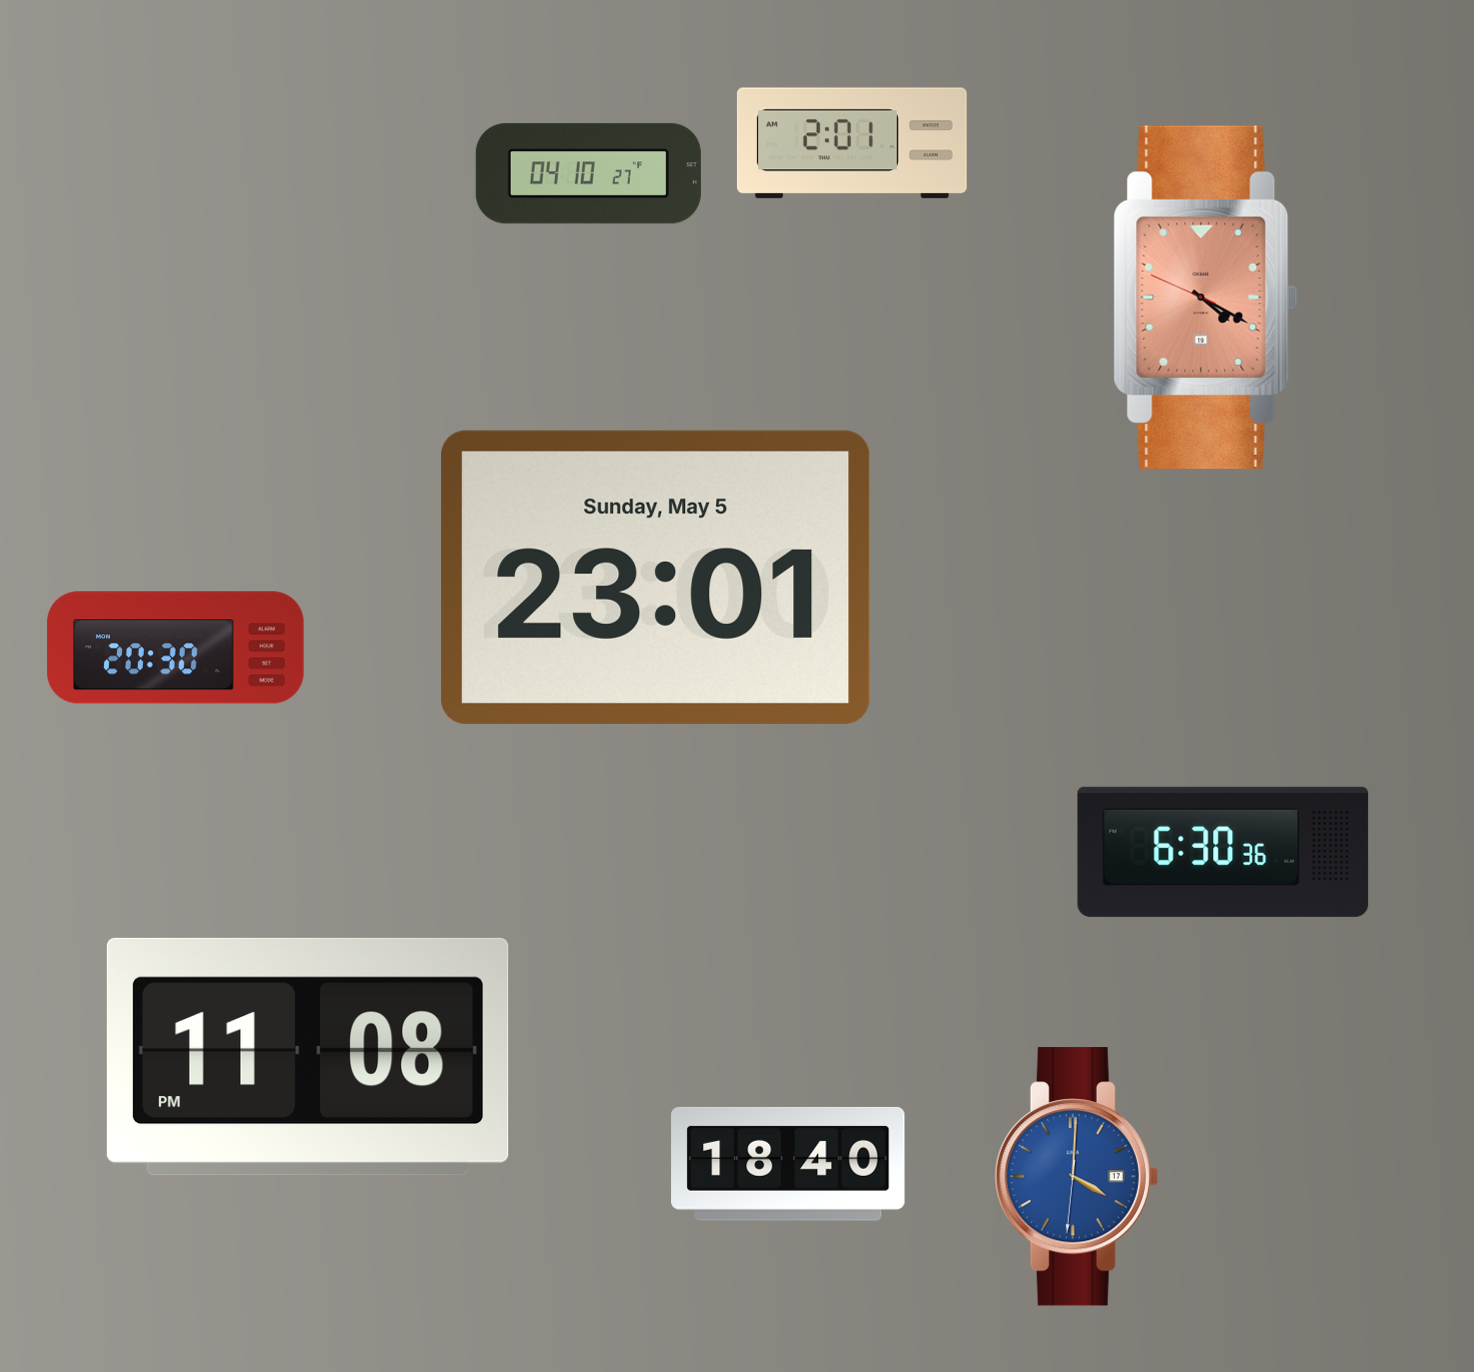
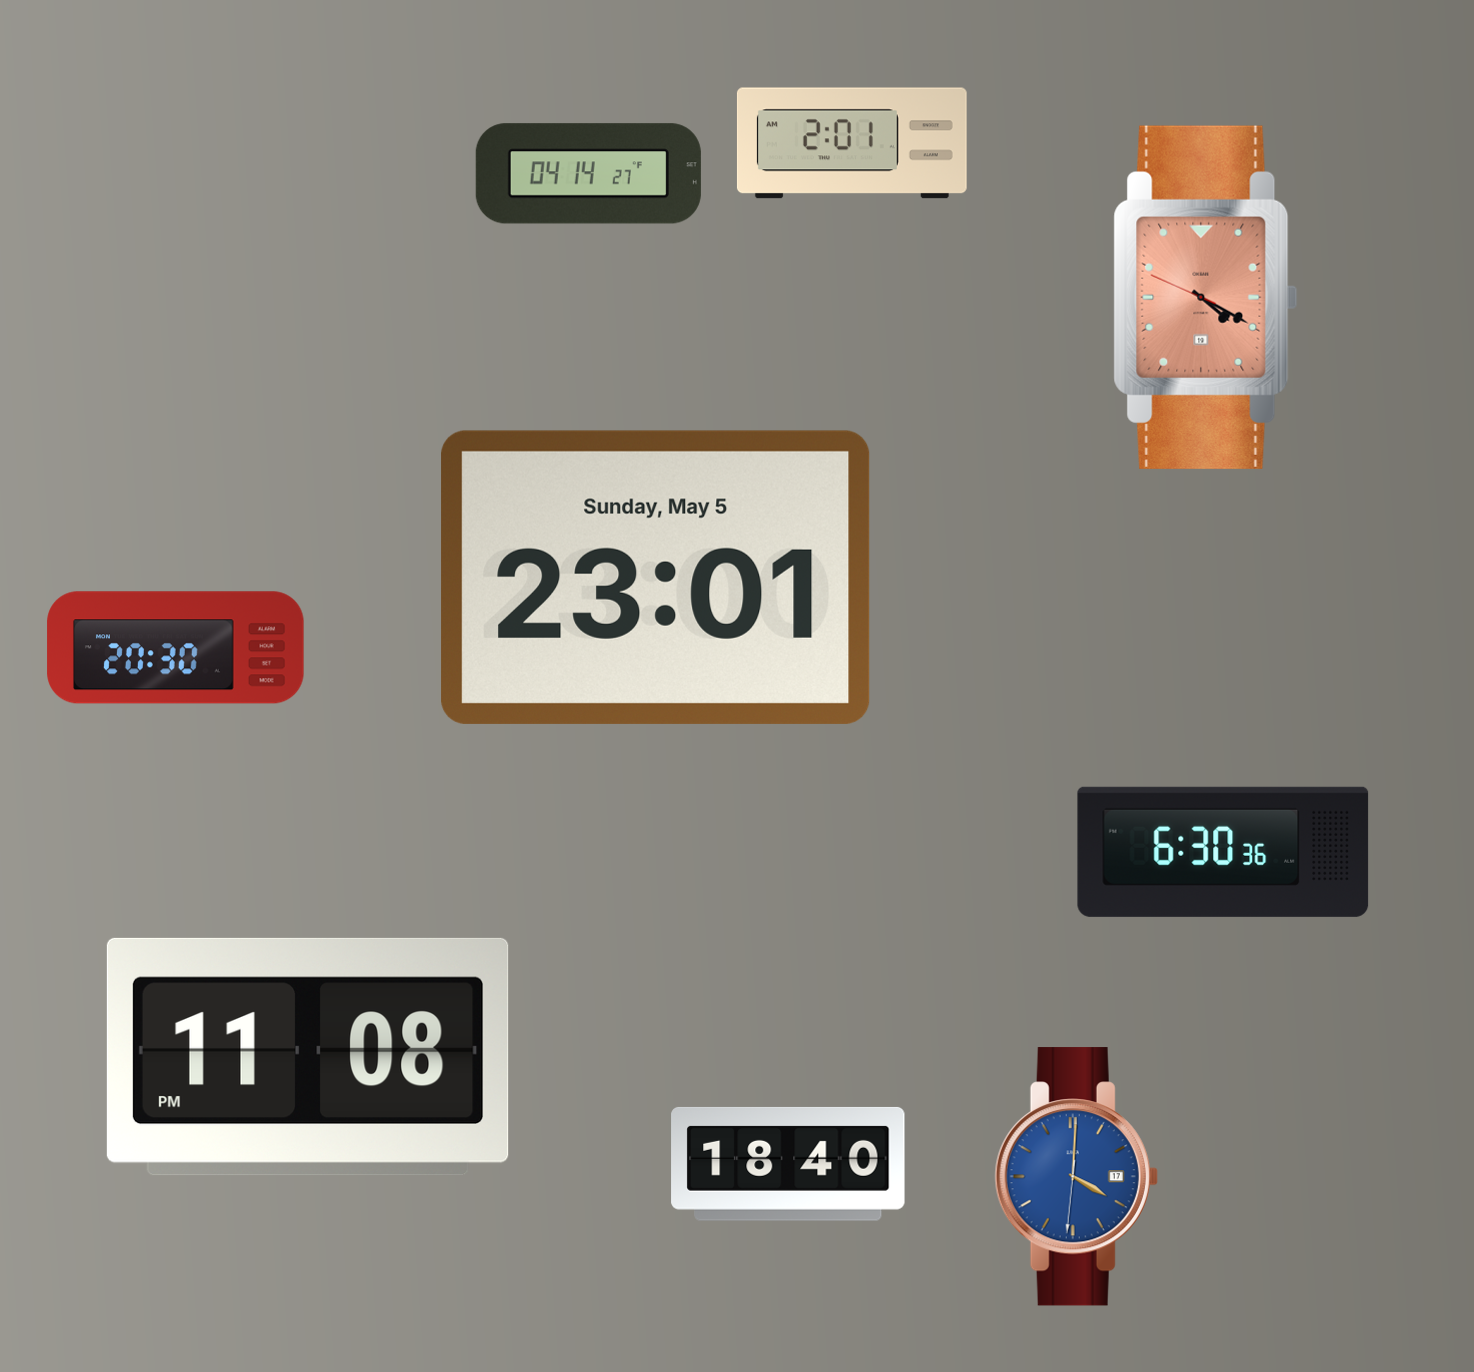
clock at (588, 174): 04:10 -> 04:14
